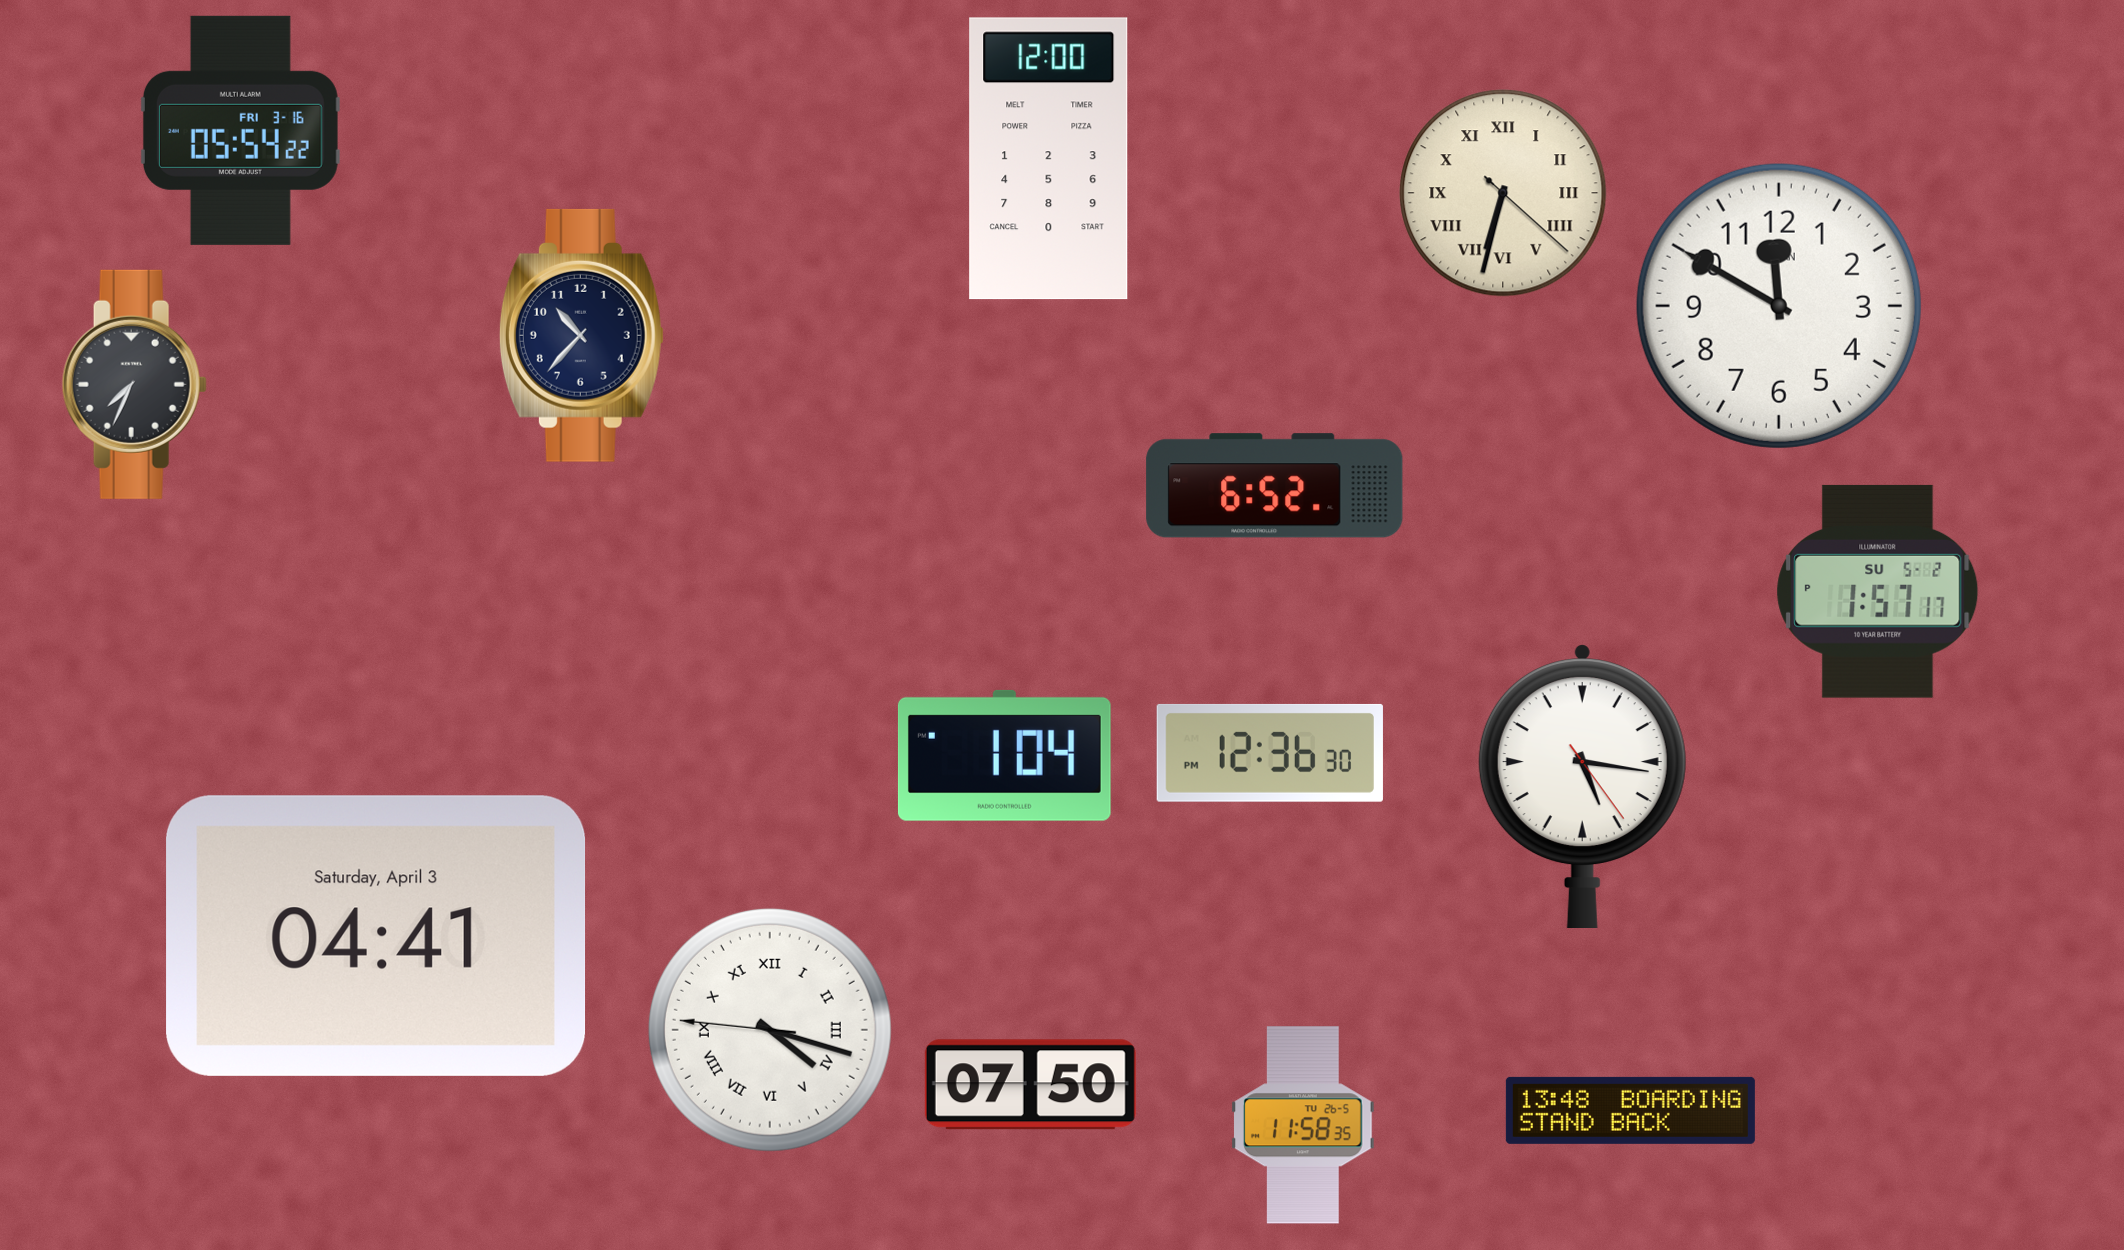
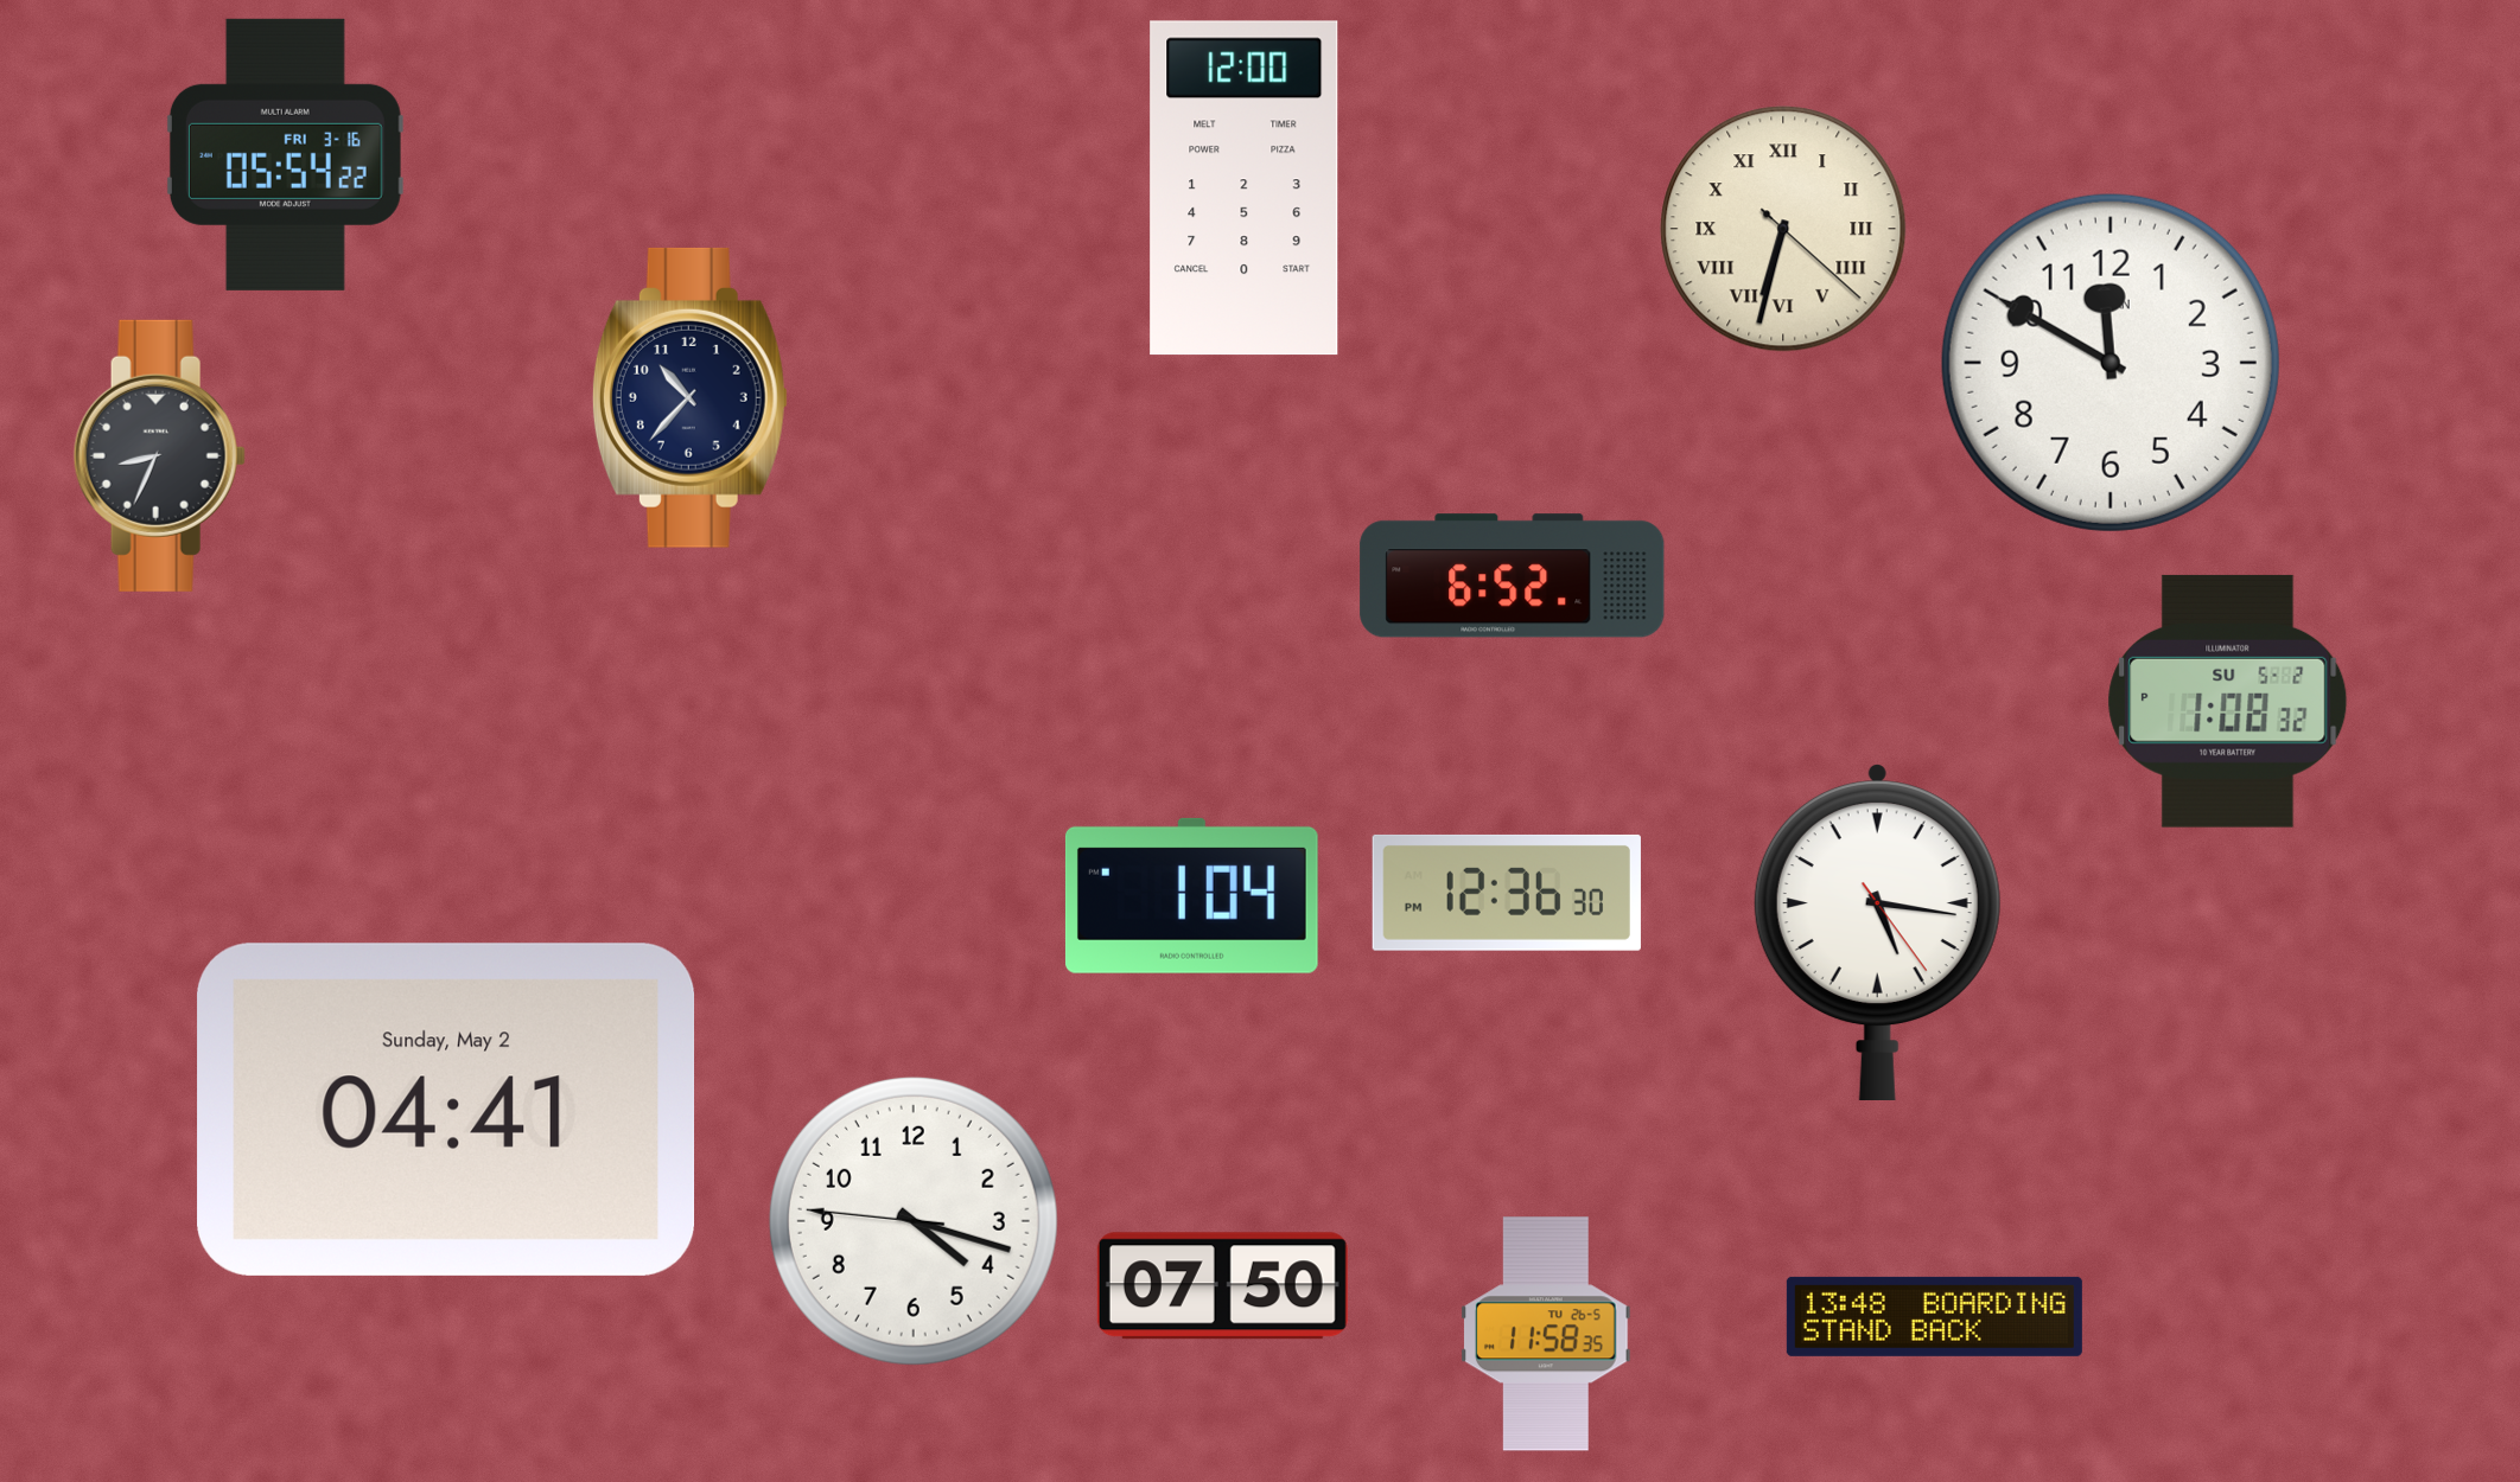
clock at (134, 384): 7:34 -> 8:34
clock at (1878, 591): 1:57 -> 1:08
clock at (376, 936) date: Saturday, April 3 -> Sunday, May 2
clock at (770, 1030) numerals: Roman -> Arabic
